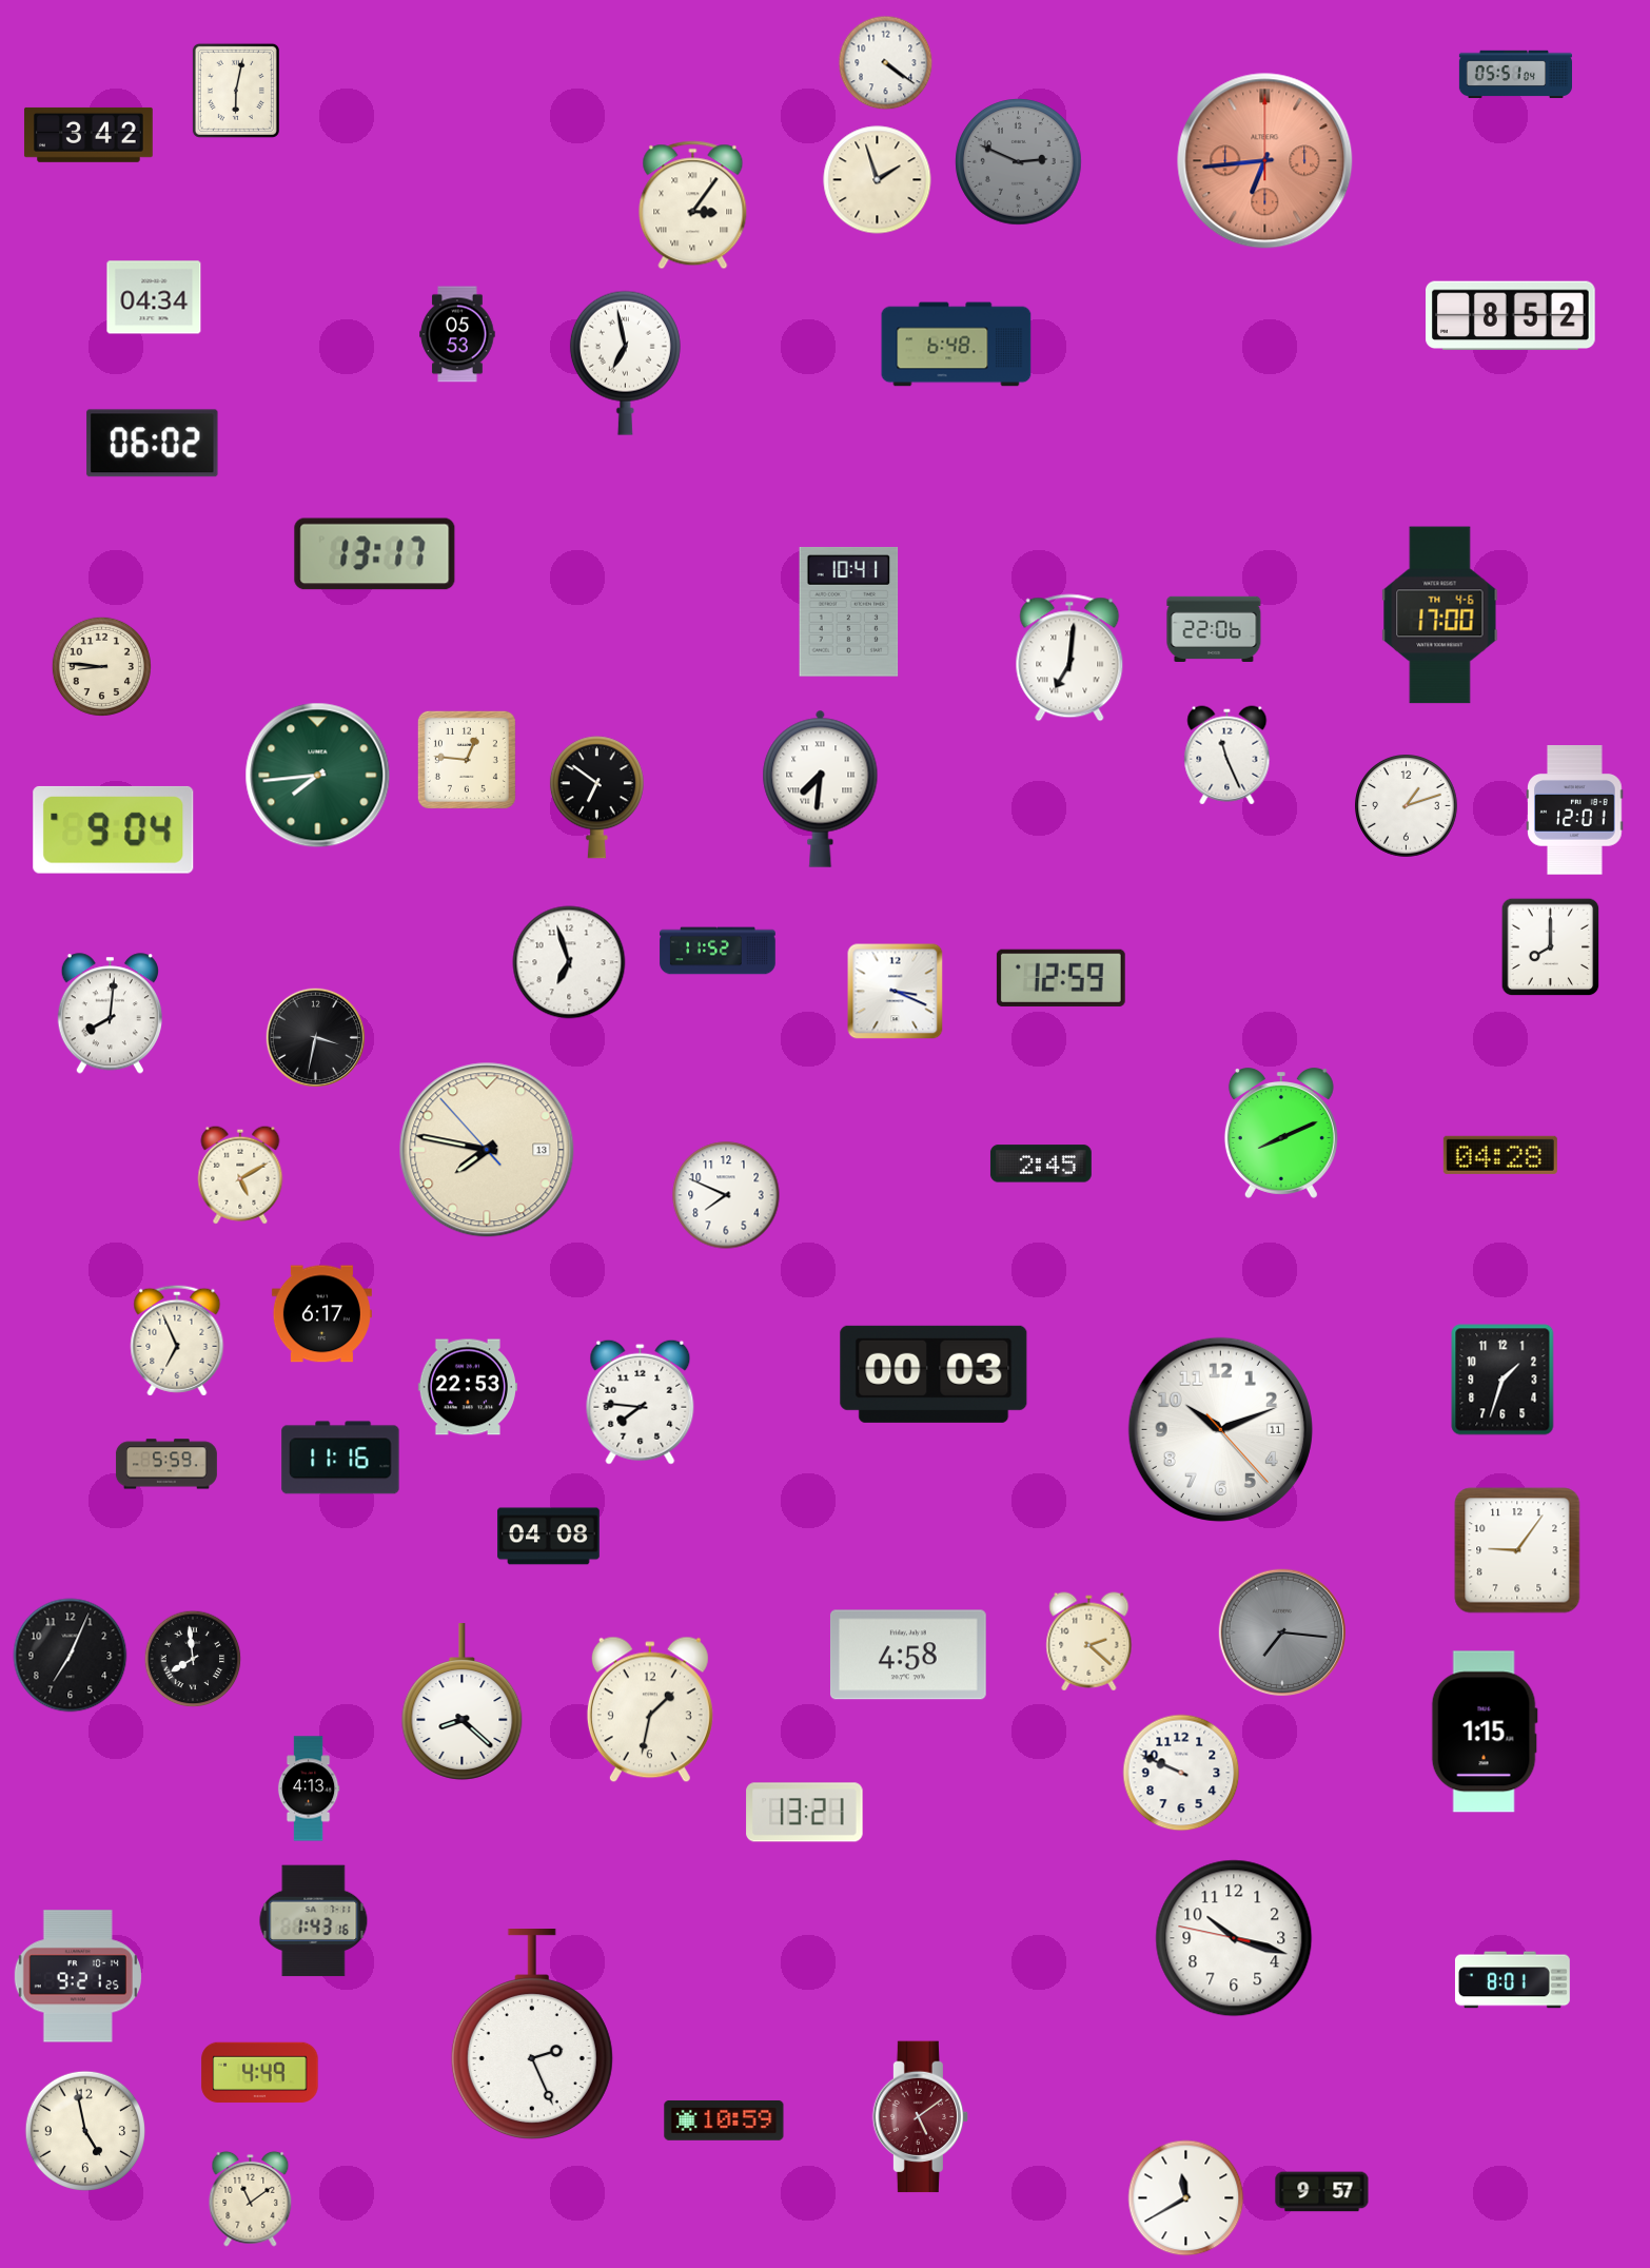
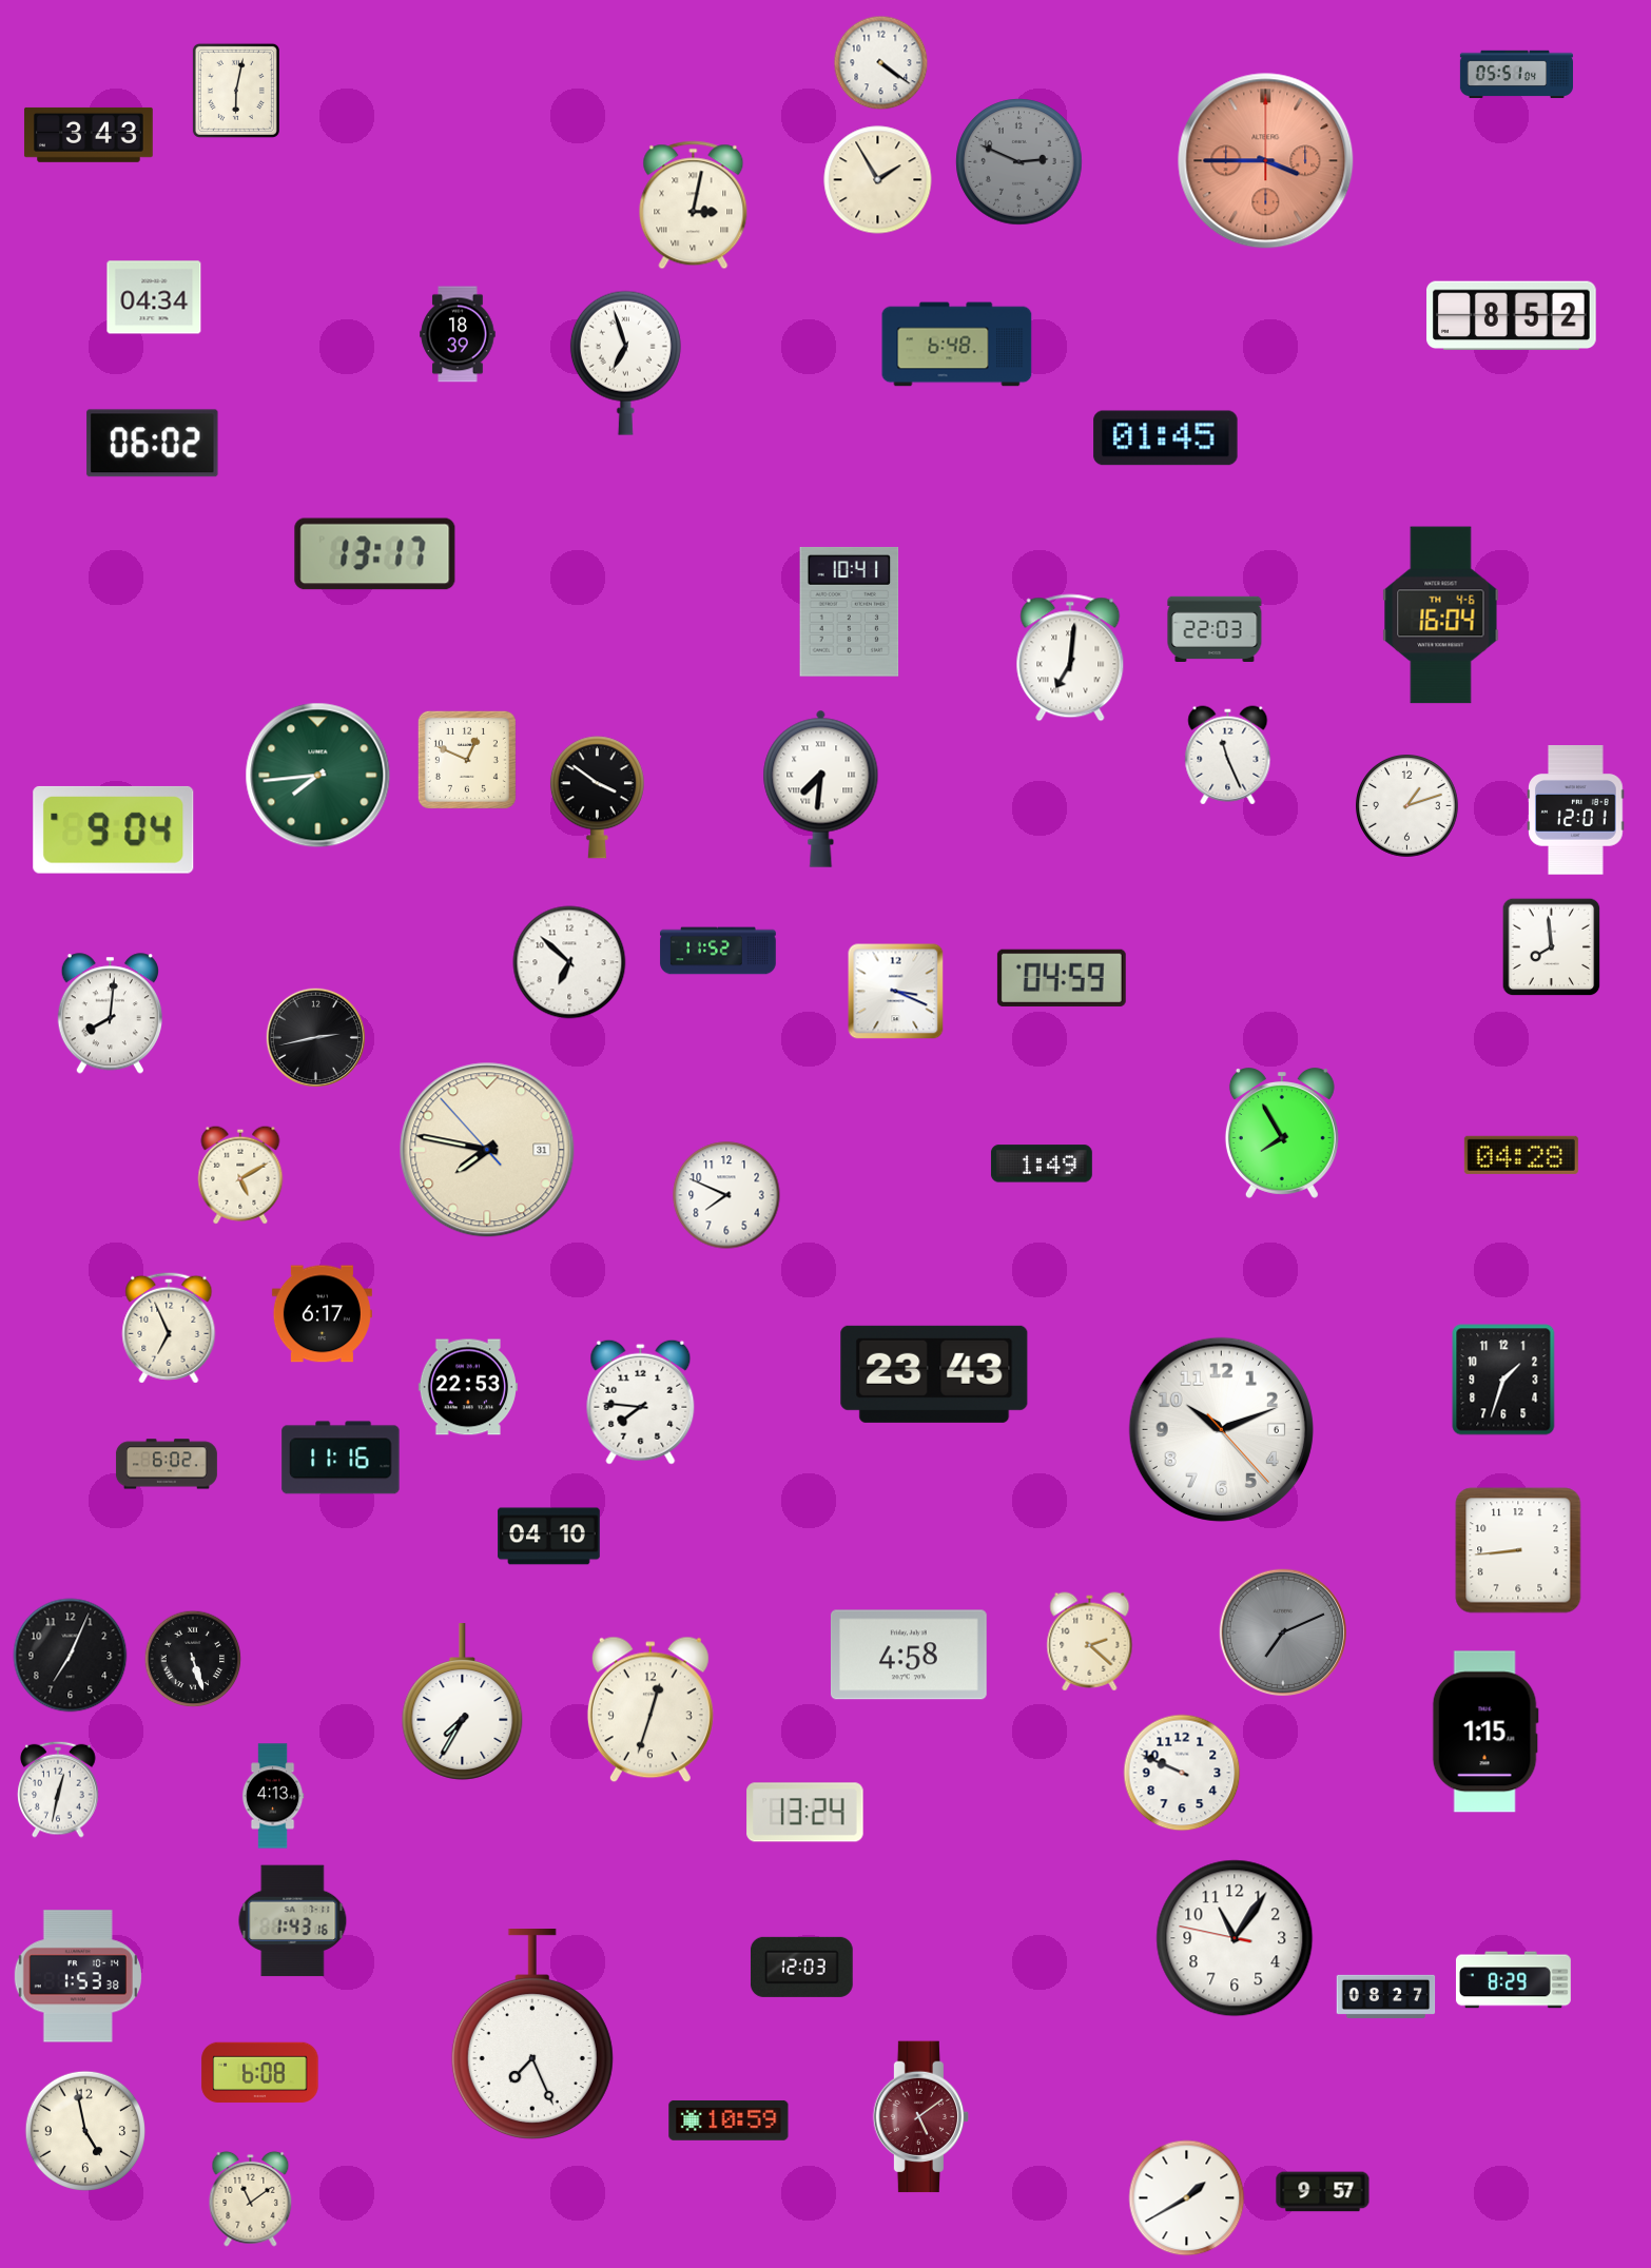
clock at (886, 63) position: (886, 63) -> (881, 63)
clock at (89, 135): 3:42 -> 3:43
clock at (1265, 161): 6:44 -> 3:45
clock at (878, 180): 1:57 -> 1:55
clock at (693, 206): 3:06 -> 3:02
clock at (457, 334): 05:53 -> 18:39
clock at (625, 363): 6:58 -> 6:57
clock at (1166, 438): none -> 01:45
clock at (1440, 615): 17:00 -> 16:04
clock at (1214, 629): 22:06 -> 22:03
clock at (101, 666): 8:46 -> none
clock at (467, 760): 12:46 -> 12:49
clock at (596, 798): 6:51 -> 3:51
clock at (1551, 947): 8:00 -> 7:59
clock at (569, 962): 6:57 -> 6:52
clock at (1061, 978): 12:59 -> 04:59
clock at (315, 1037): 3:32 -> 2:43
clock at (1281, 1133): 8:11 -> 7:55
clock at (487, 1150) date: 13 -> 31
clock at (1500, 1155) position: (1500, 1155) -> (1521, 1155)
clock at (1041, 1164): 2:45 -> 1:49
clock at (177, 1341) position: (177, 1341) -> (169, 1328)
clock at (934, 1374): 00:03 -> 23:43
clock at (1220, 1429) date: 11 -> 6
clock at (166, 1464): 5:59 -> 6:02
clock at (549, 1537): 04:08 -> 04:10
clock at (1517, 1550): 9:06 -> 8:44
clock at (1281, 1631): 7:16 -> 7:11
clock at (193, 1659): 7:59 -> 5:27
clock at (463, 1702): 8:22 -> 7:35
clock at (650, 1709): 1:32 -> 12:33
clock at (309, 1788) position: (309, 1788) -> (273, 1796)
clock at (58, 1790): none -> 12:32
clock at (805, 1813): 13:21 -> 13:24
clock at (314, 1921) position: (314, 1921) -> (293, 1921)
clock at (1234, 1938): 10:17 -> 11:05
clock at (801, 1967): none -> 12:03
clock at (78, 1976): 9:21 -> 1:53
clock at (1512, 1980): 8:01 -> 8:29
clock at (1386, 1996): none -> 08:27
clock at (532, 2034): 2:26 -> 7:26
clock at (260, 2072): 4:49 -> 6:08
clock at (724, 2120) position: (724, 2120) -> (729, 2120)
clock at (1186, 2198): 11:40 -> 1:40
